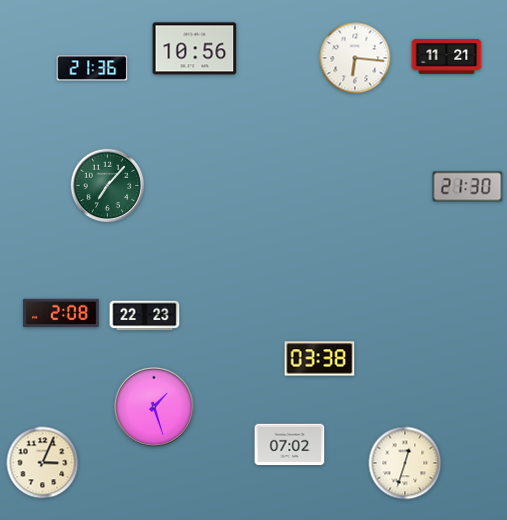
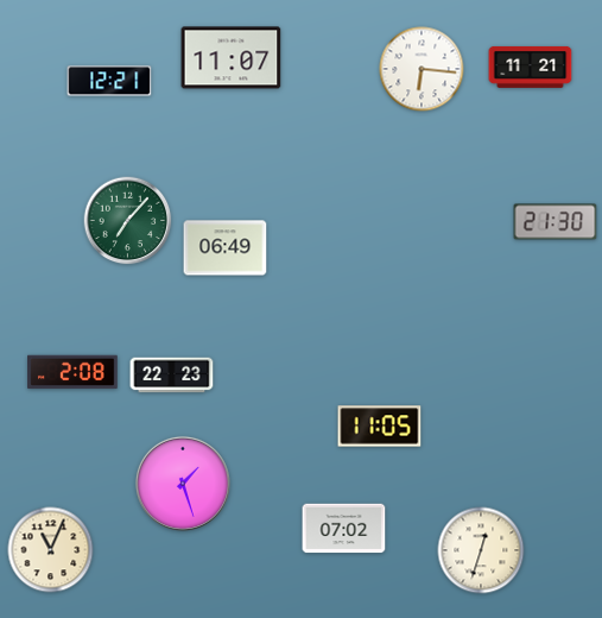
clock at (195, 49): 10:56 -> 11:07
clock at (92, 68): 21:36 -> 12:21
clock at (226, 248): none -> 06:49
clock at (320, 359): 03:38 -> 11:05
clock at (43, 463): 3:04 -> 11:04
